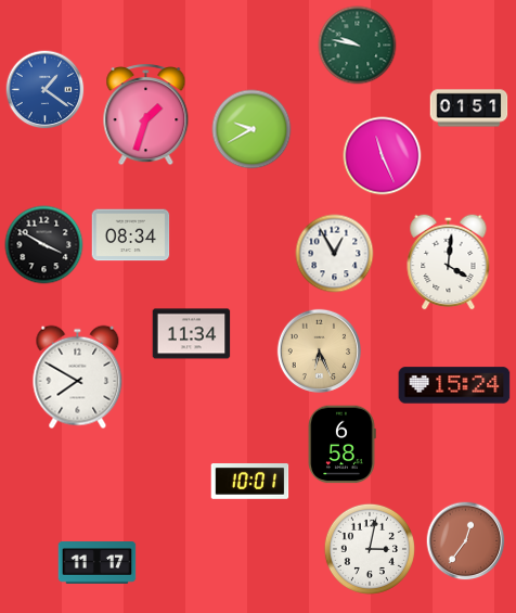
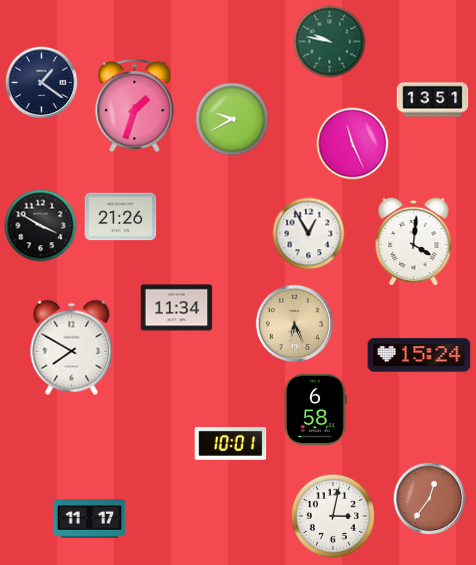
clock at (46, 90) dial: blue -> navy
clock at (469, 108): 01:51 -> 13:51
clock at (131, 235): 08:34 -> 21:26
clock at (370, 549) position: (370, 549) -> (333, 516)
